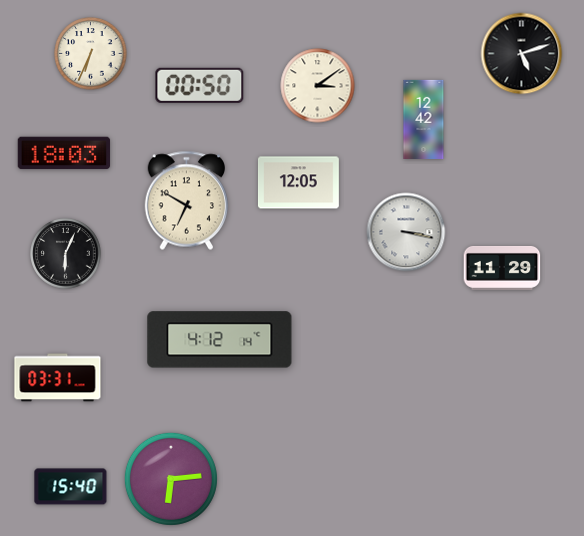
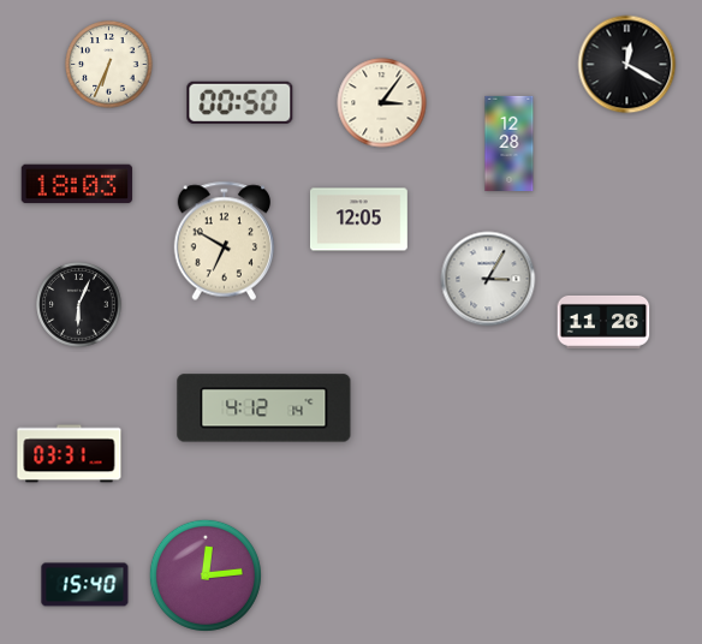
clock at (522, 54): 5:12 -> 12:20
clock at (318, 86): 3:09 -> 3:06
clock at (424, 119): 12:42 -> 12:28
clock at (406, 232): 3:17 -> 3:05
clock at (502, 268): 11:29 -> 11:26
clock at (171, 479): 6:14 -> 12:14
